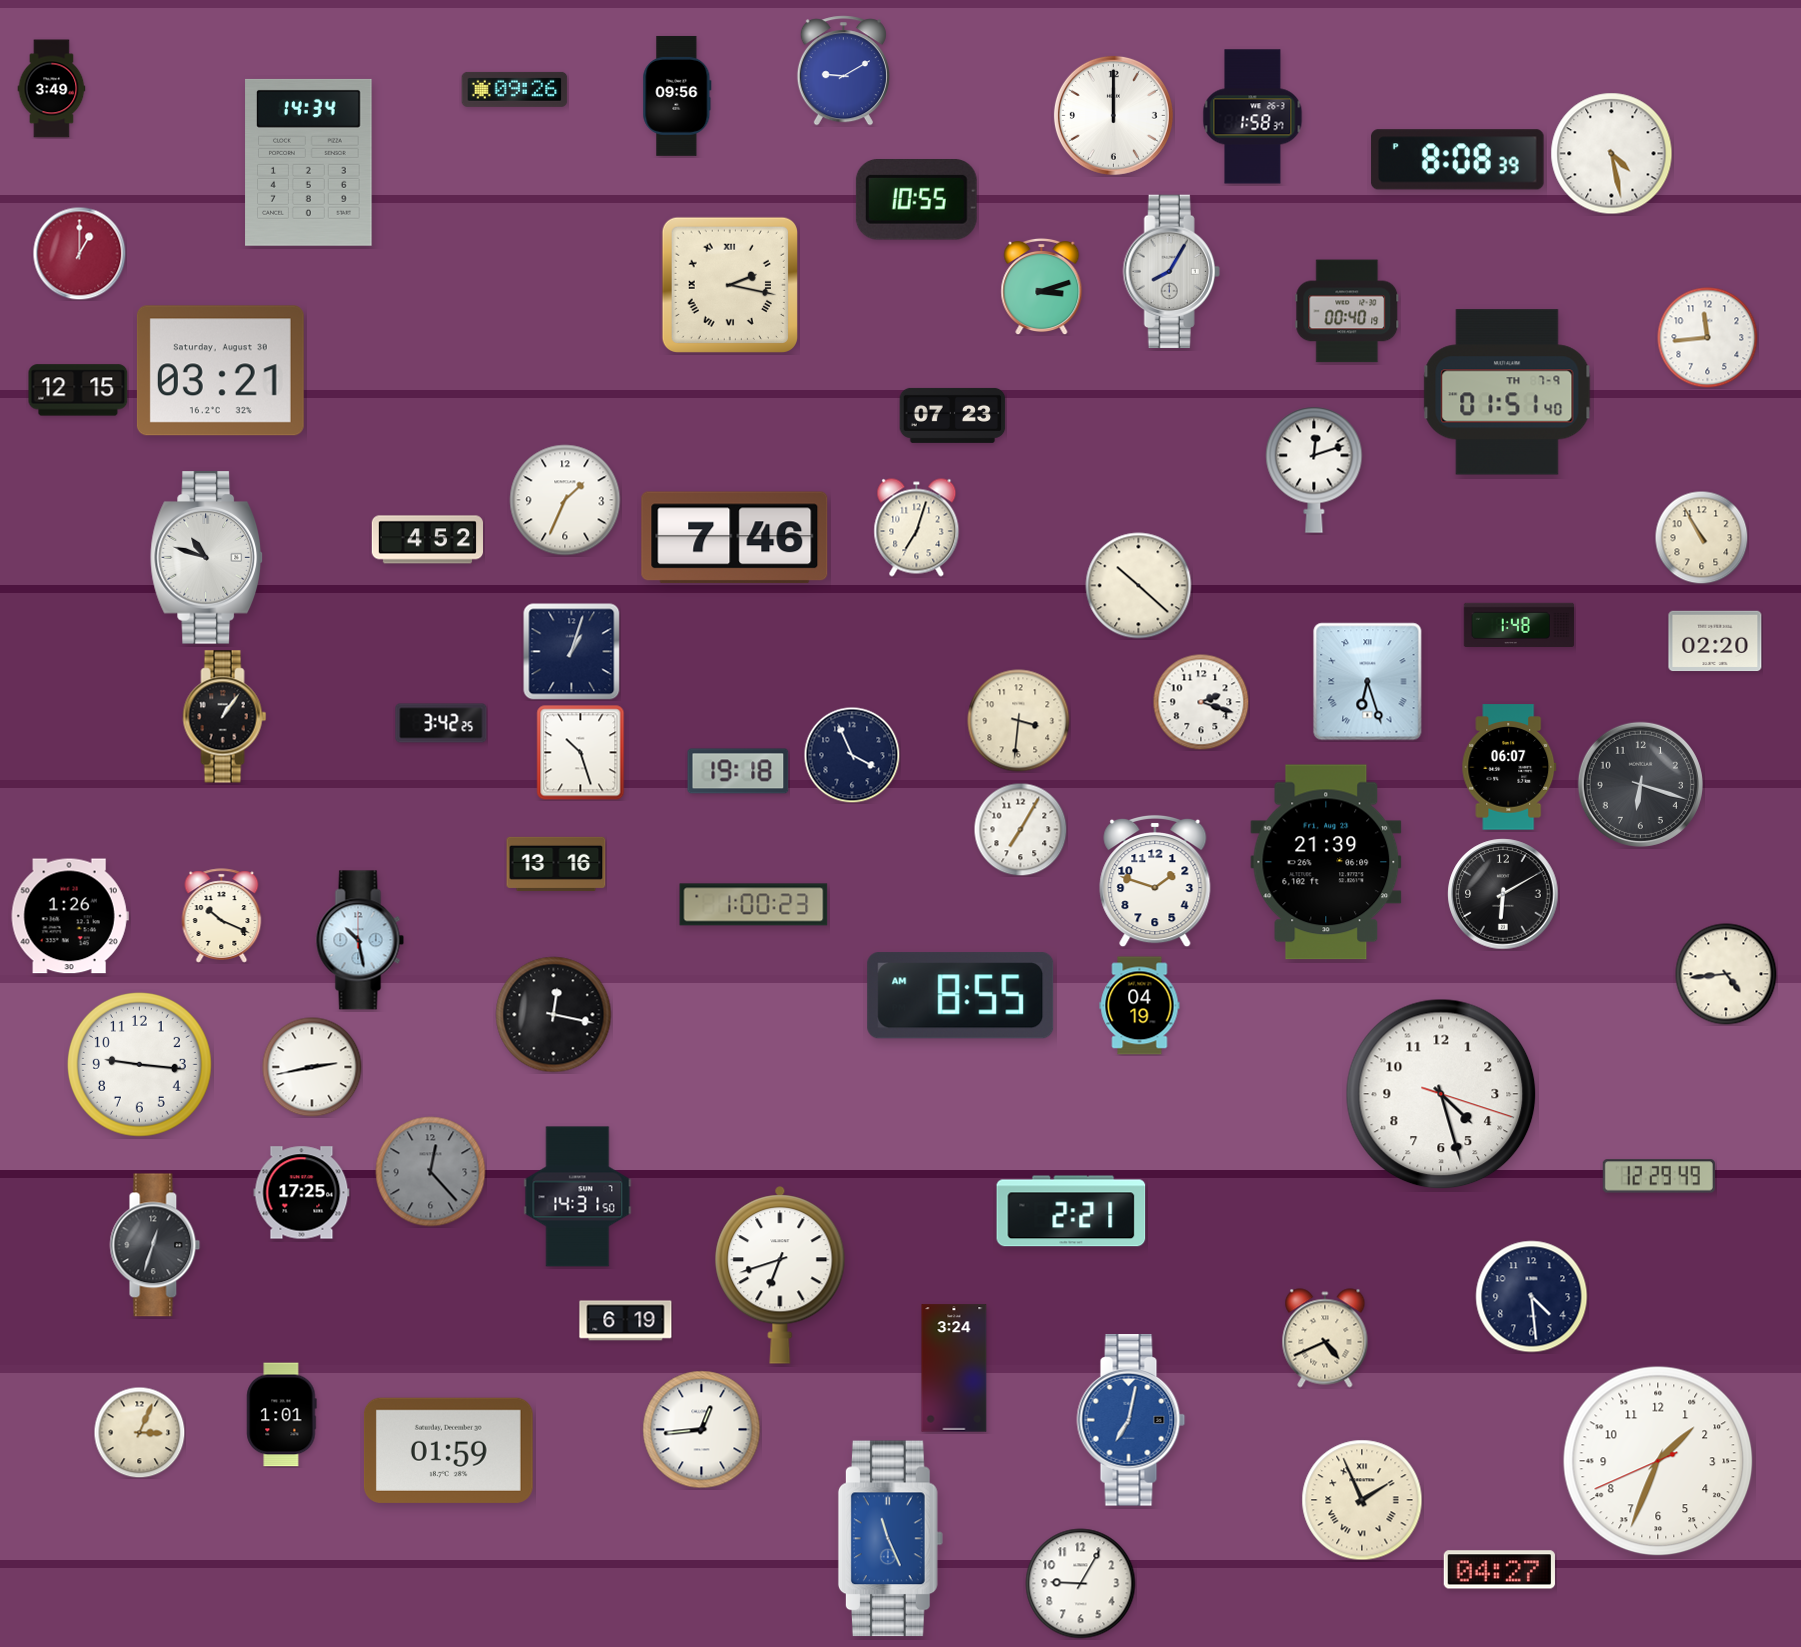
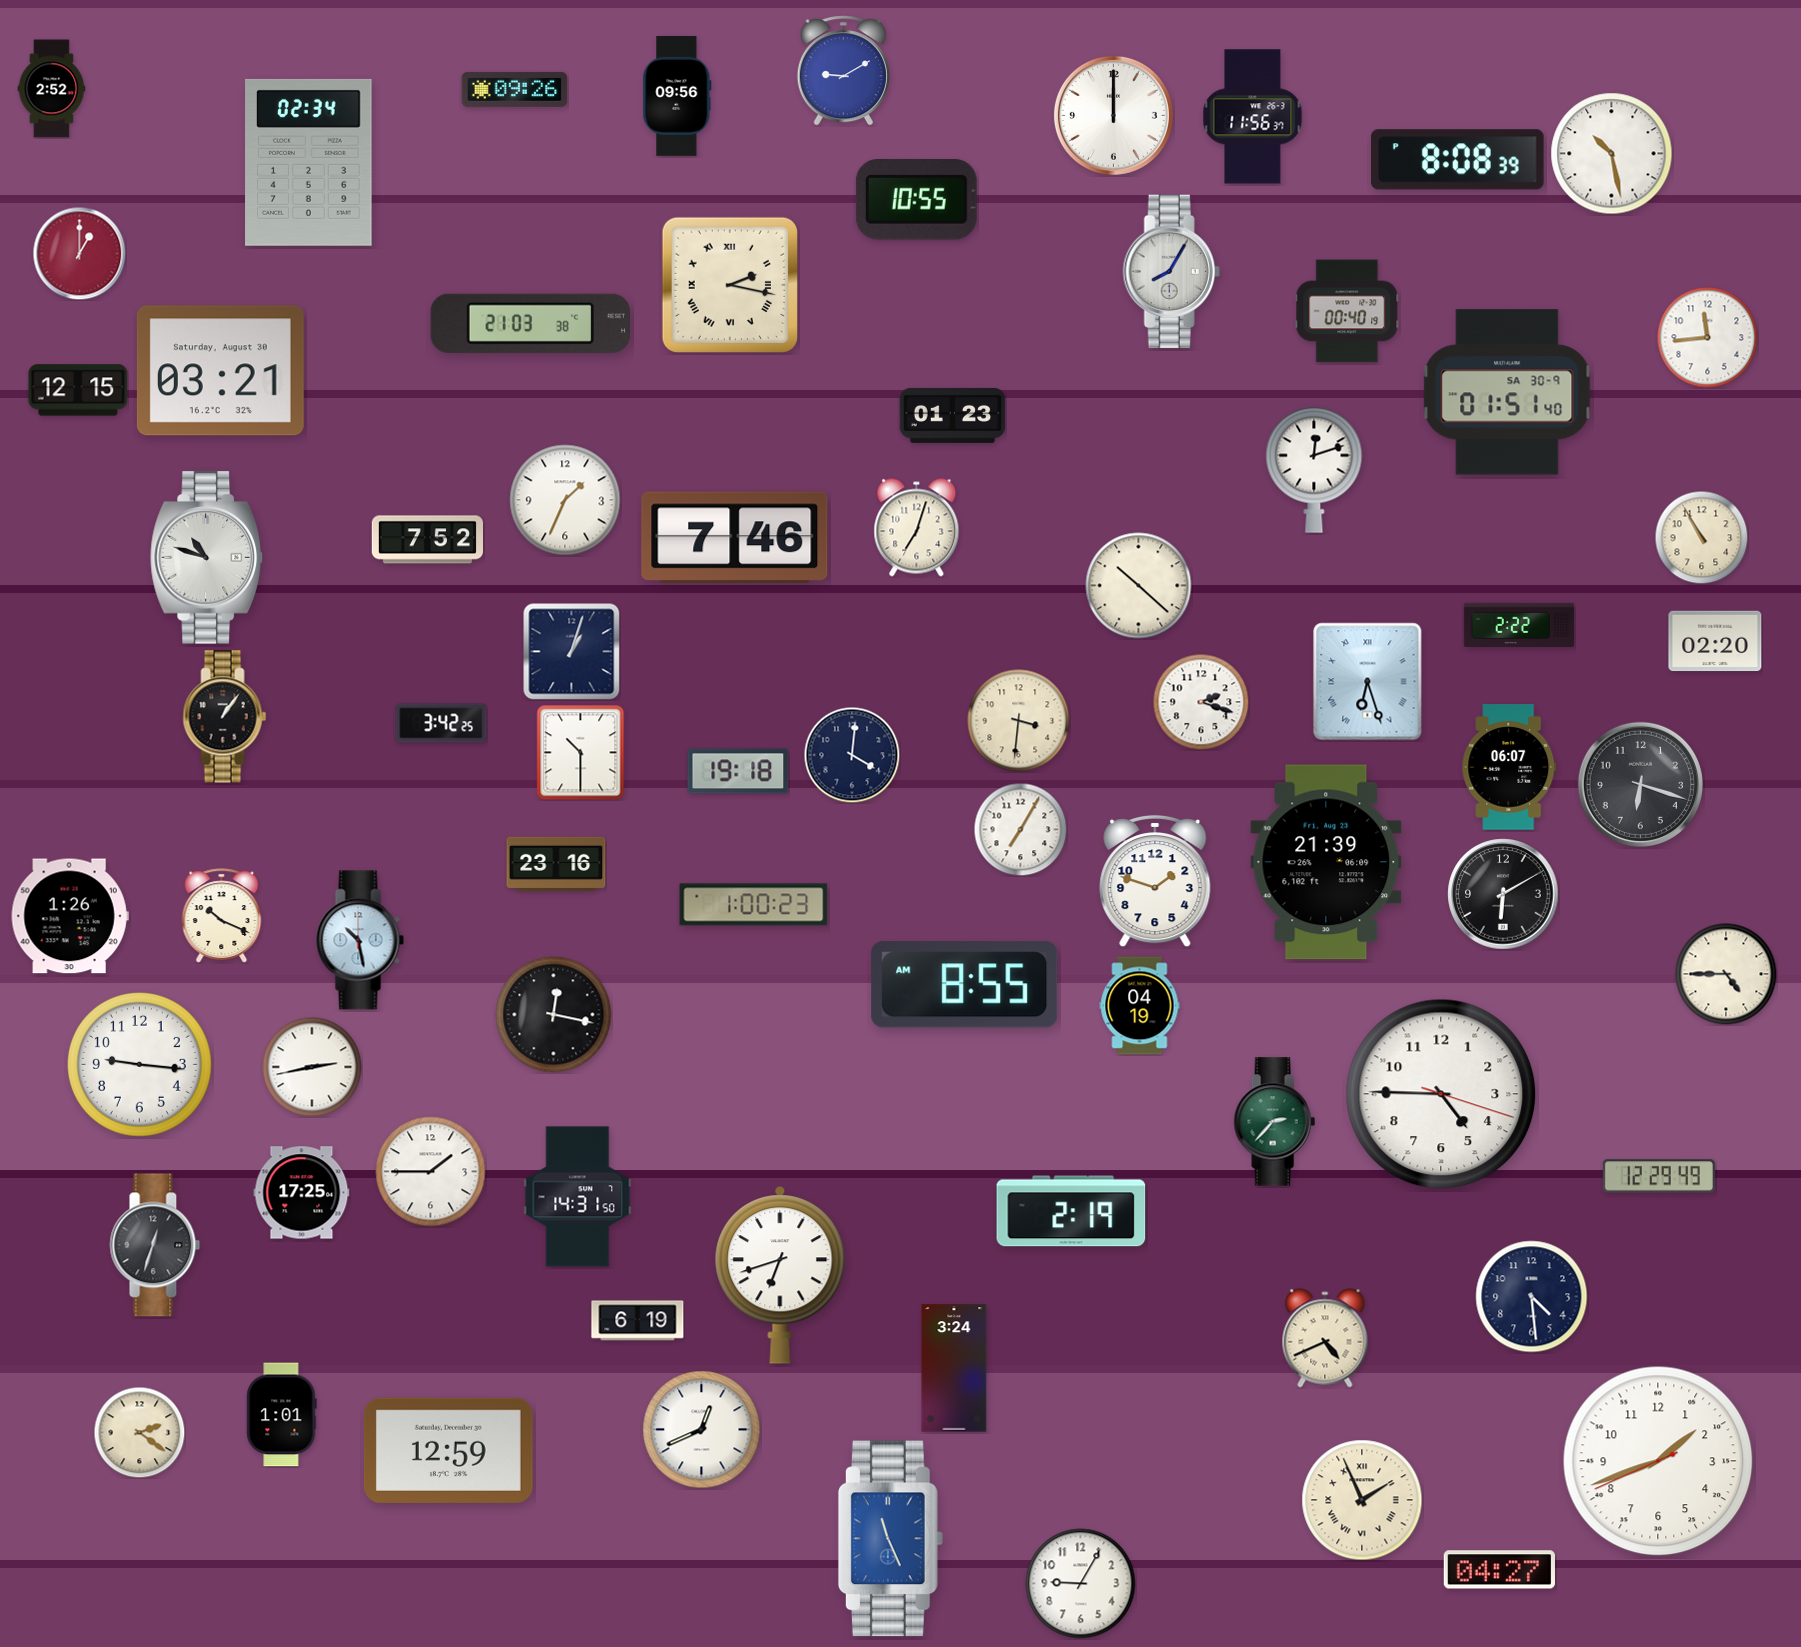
clock at (52, 89): 3:49 -> 2:52
clock at (1253, 117): 1:58 -> 11:56
clock at (1612, 154): 4:28 -> 10:28
clock at (309, 162): 14:34 -> 02:34
clock at (1042, 286): 3:12 -> none
clock at (530, 323): none -> 21:03
clock at (1507, 392) date: TH 7-9 -> SA 30-9
clock at (953, 415): 07:23 -> 01:23
clock at (427, 540): 4:52 -> 7:52
clock at (1519, 624): 1:48 -> 2:22
clock at (581, 753): 10:27 -> 10:30
clock at (852, 755): 3:56 -> 4:01
clock at (556, 864): 13:16 -> 23:16
clock at (1726, 974): 4:44 -> 4:45
clock at (961, 996) position: (961, 996) -> (965, 985)
clock at (1441, 1094): 4:27 -> 4:45
clock at (1274, 1122): none -> 2:37
clock at (431, 1172): 12:23 -> 1:45
clock at (431, 1172) dial: grey -> white
clock at (1071, 1211): 2:21 -> 2:19
clock at (626, 1321) position: (626, 1321) -> (638, 1321)
clock at (1131, 1420): 7:02 -> none
clock at (702, 1430): 12:44 -> 12:41
clock at (139, 1432): 3:04 -> 2:21
clock at (448, 1450): 01:59 -> 12:59
clock at (1658, 1461): 1:33 -> 1:41
